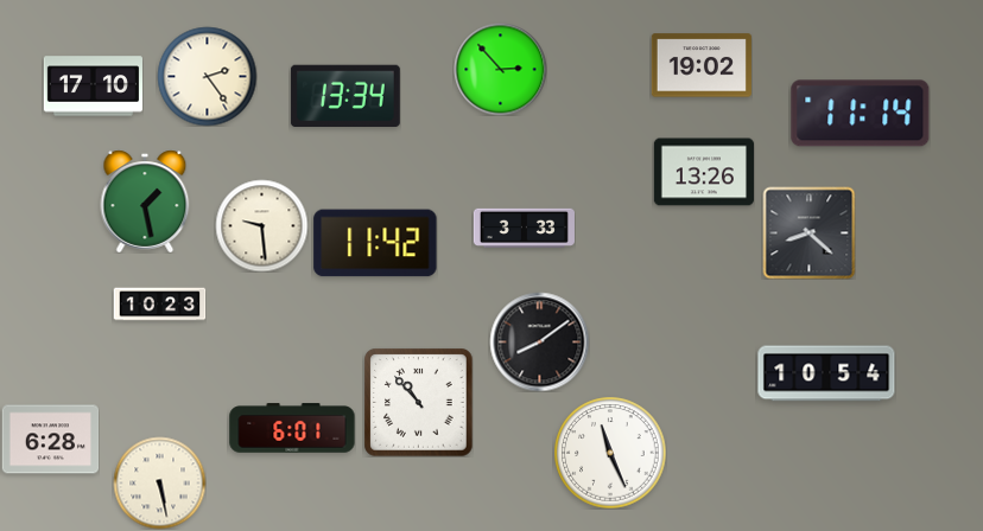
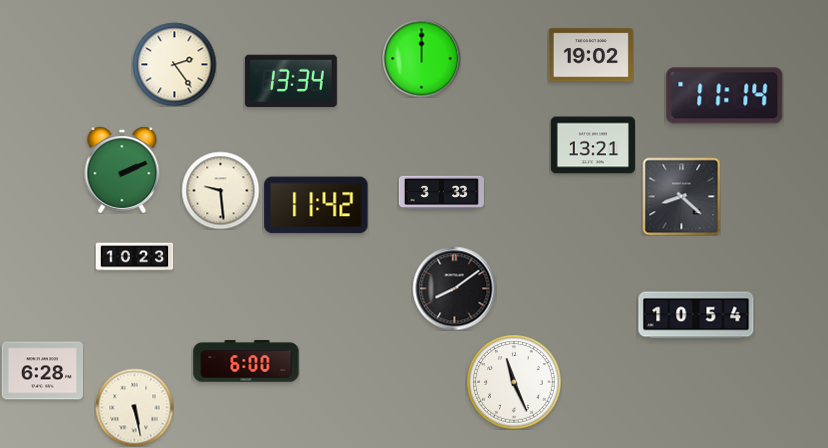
clock at (500, 69): 2:53 -> 12:00
clock at (93, 87): 17:10 -> none
clock at (704, 172): 13:26 -> 13:21
clock at (145, 201): 1:28 -> 2:11
clock at (418, 402): 10:53 -> none
clock at (292, 428): 6:01 -> 6:00
